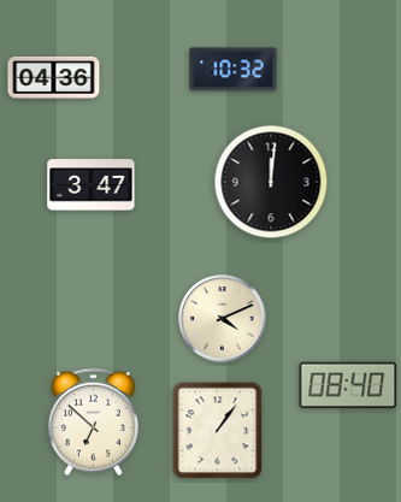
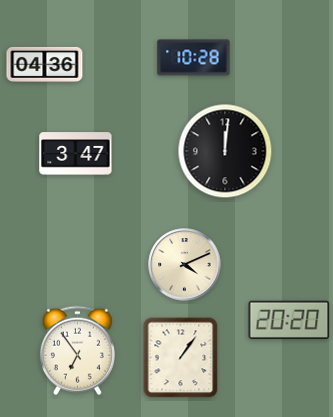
clock at (234, 70): 10:32 -> 10:28
clock at (348, 385): 08:40 -> 20:20
clock at (93, 423): 6:52 -> 6:54
